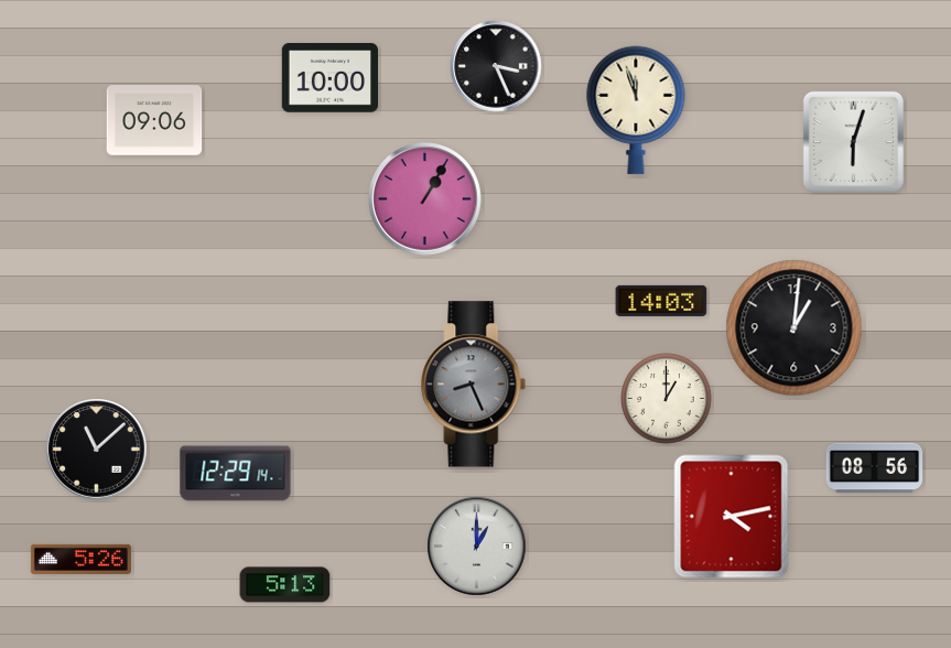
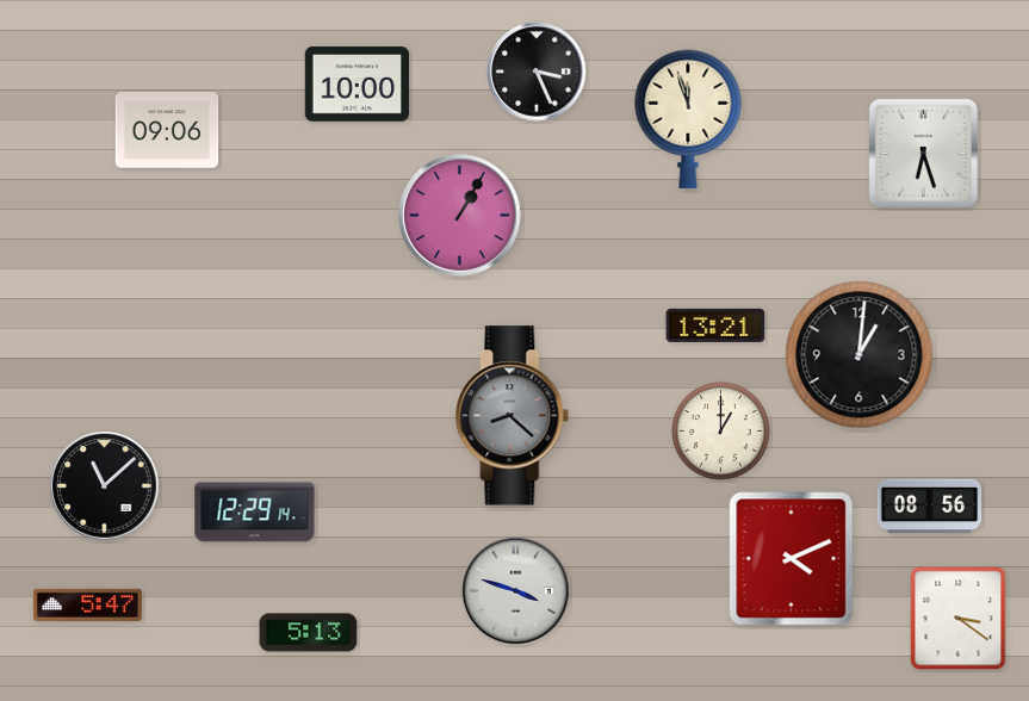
clock at (853, 141): 6:03 -> 6:27
clock at (661, 301): 14:03 -> 13:21
clock at (474, 385): 8:26 -> 8:22
clock at (875, 468) position: (875, 468) -> (930, 507)
clock at (732, 517): 4:13 -> 4:11
clock at (477, 547): 1:00 -> 3:48
clock at (80, 559): 5:26 -> 5:47
clock at (959, 619): none -> 3:21
